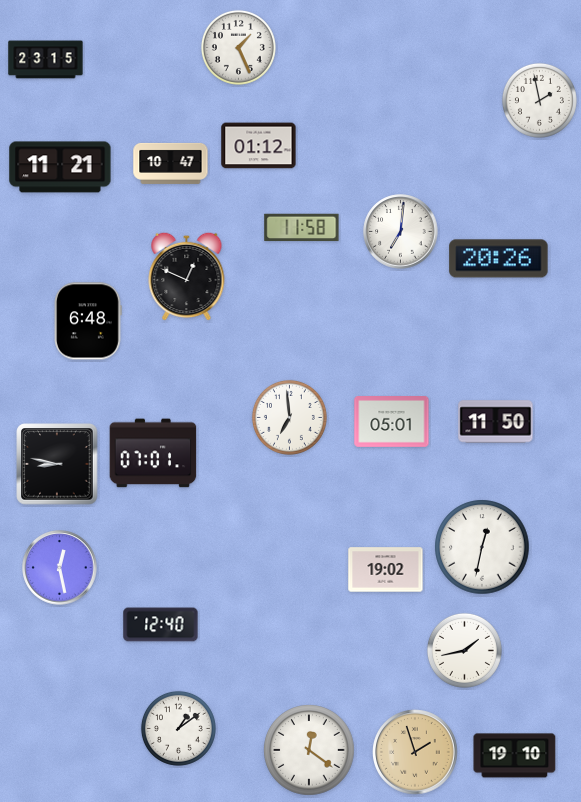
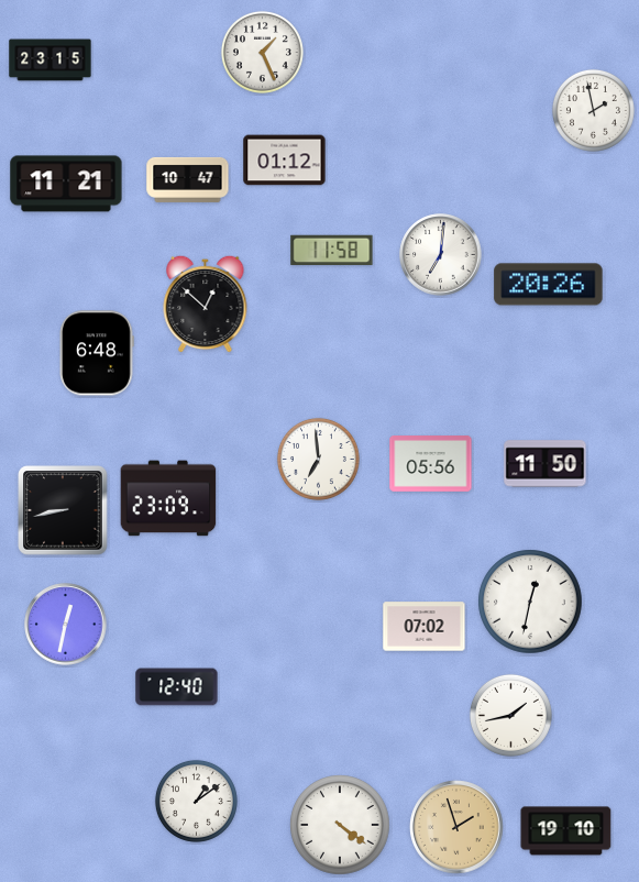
clock at (46, 60) position: (46, 60) -> (51, 60)
clock at (187, 276): 12:49 -> 12:52
clock at (392, 422): 05:01 -> 05:56
clock at (153, 453): 07:01 -> 23:09
clock at (57, 464): 8:47 -> 8:43
clock at (60, 568): 12:28 -> 12:32
clock at (386, 570): 19:02 -> 07:02
clock at (309, 750): 12:21 -> 4:21
